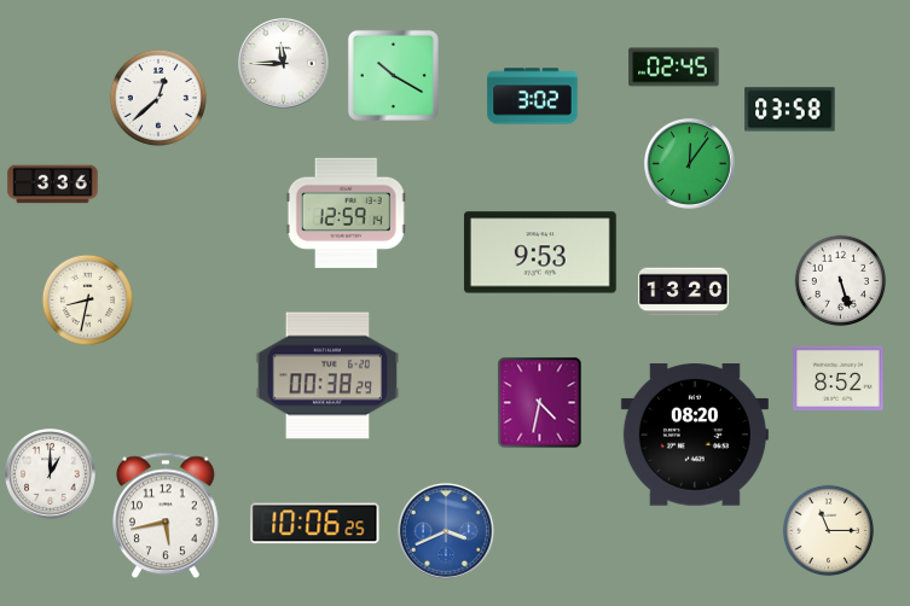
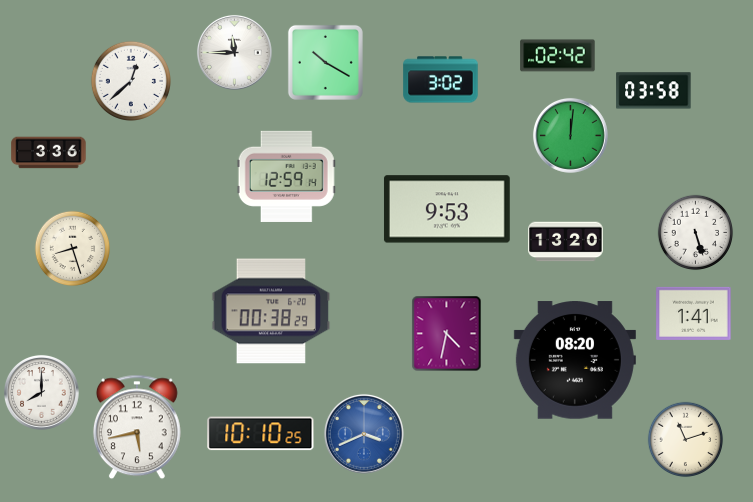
clock at (674, 68): 02:45 -> 02:42
clock at (689, 163): 12:06 -> 12:01
clock at (53, 185) position: (53, 185) -> (49, 153)
clock at (88, 301): 8:32 -> 8:27
clock at (839, 378): 8:52 -> 1:41
clock at (50, 473): 1:00 -> 8:00
clock at (315, 524): 10:06 -> 10:10
clock at (446, 531) position: (446, 531) -> (364, 434)
clock at (829, 531): 11:15 -> 11:12
